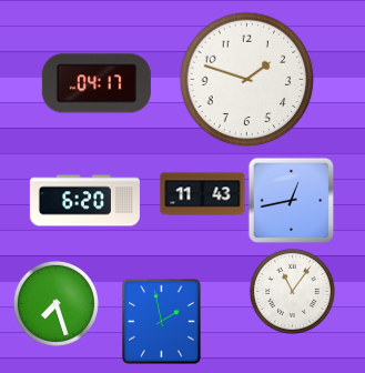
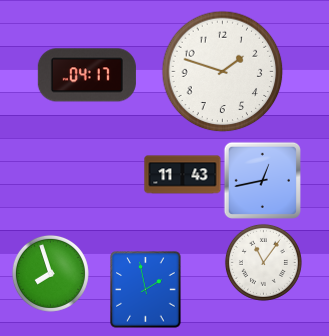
clock at (84, 201): 6:20 -> none
clock at (55, 303): 7:27 -> 7:57
